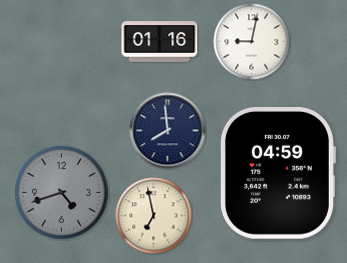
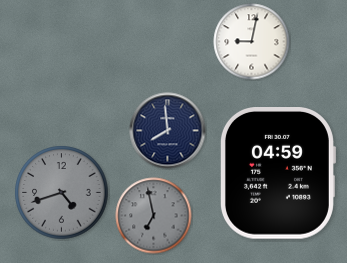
clock at (160, 42): 01:16 -> none
clock at (154, 216) dial: cream -> grey
